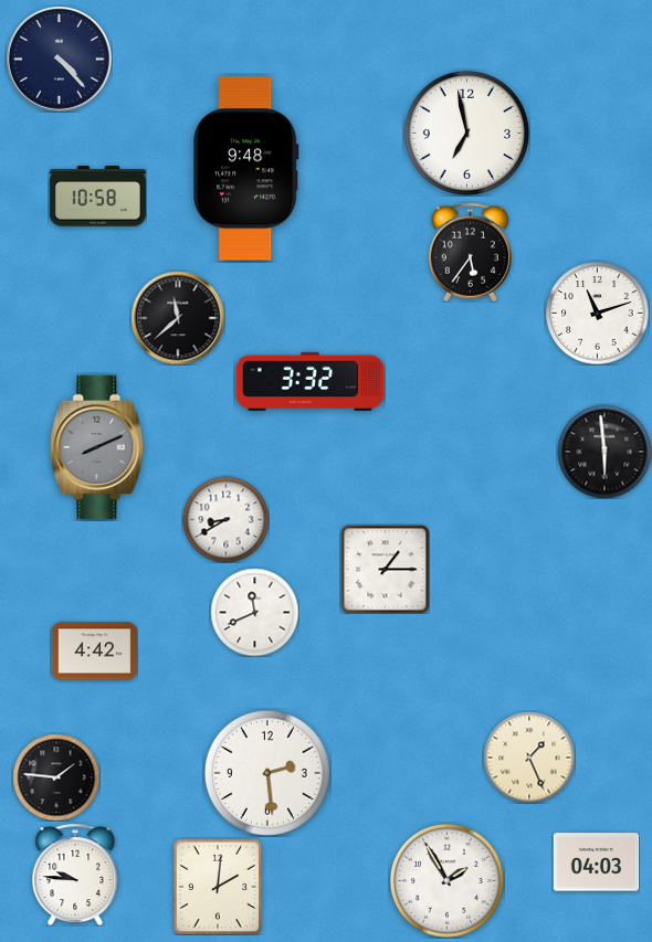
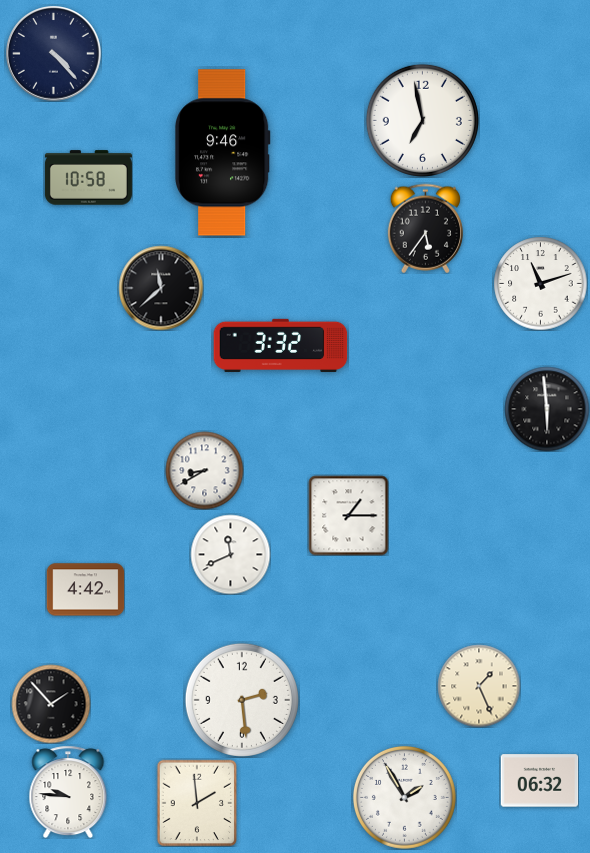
clock at (245, 169): 9:48 -> 9:46
clock at (97, 447): 8:11 -> none
clock at (56, 777): 1:46 -> 1:53
clock at (596, 862): 04:03 -> 06:32
clock at (218, 887): 2:01 -> 1:59
